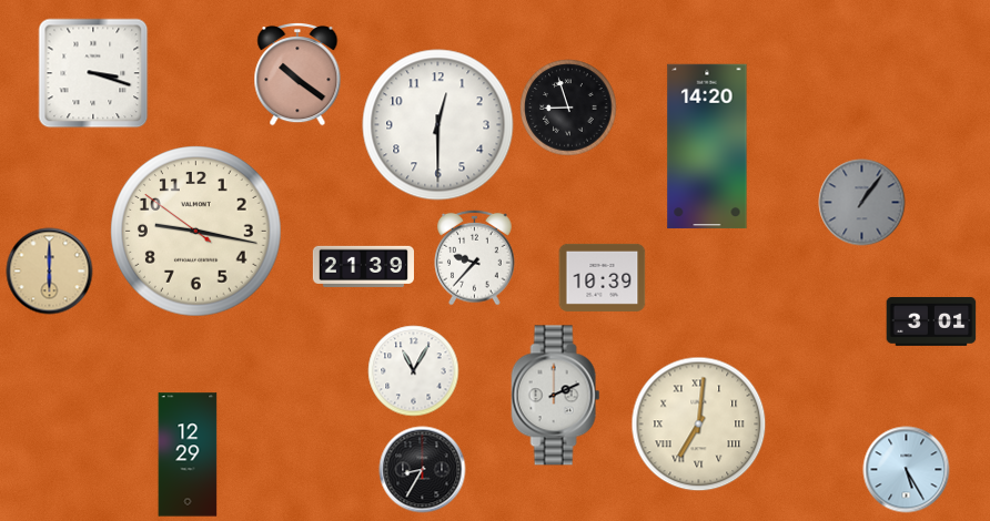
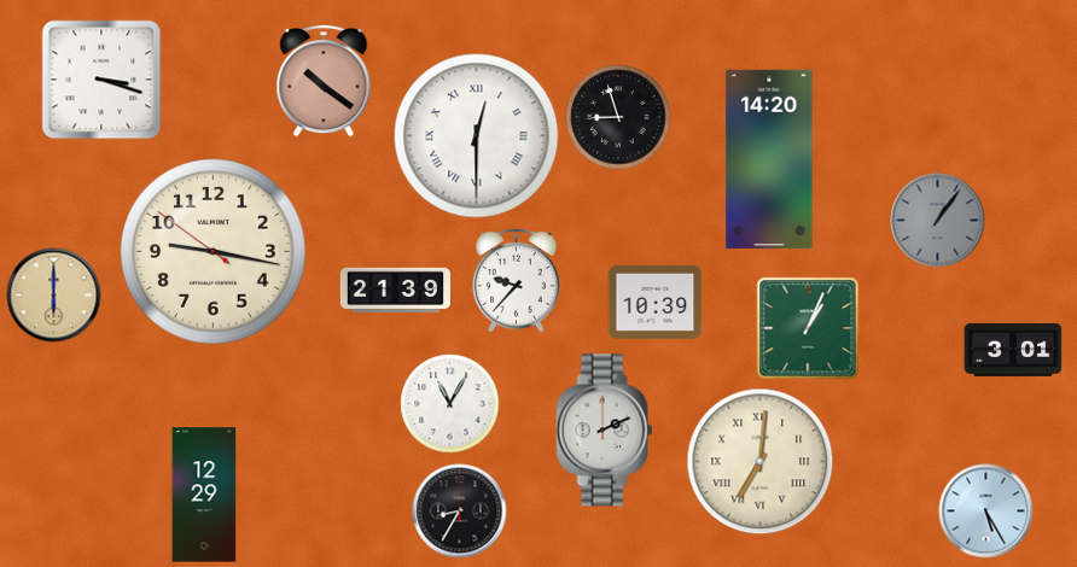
clock at (438, 125) numerals: Arabic -> Roman
clock at (808, 328): none -> 1:04
